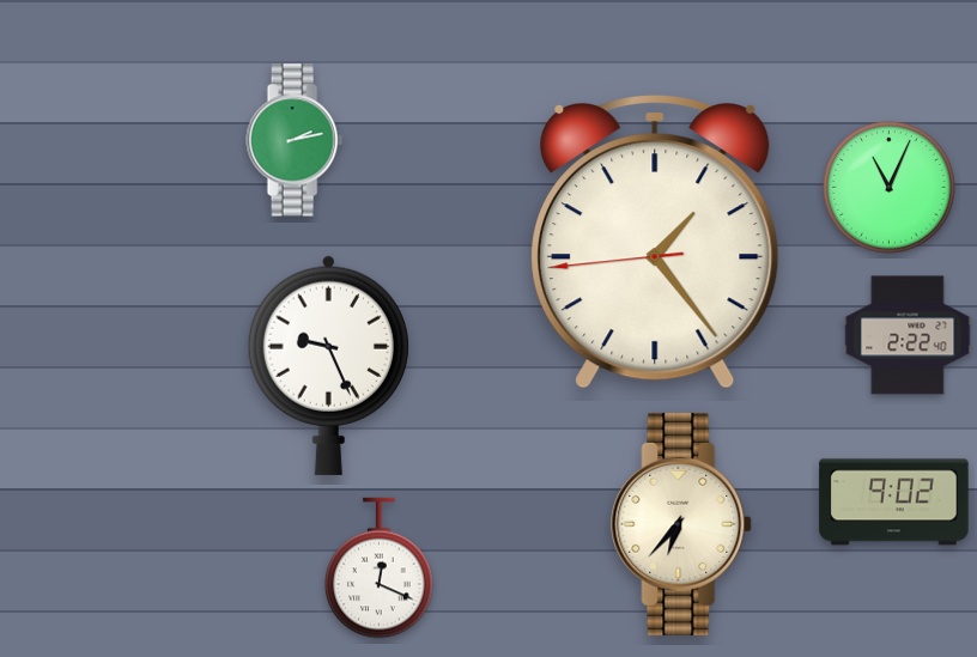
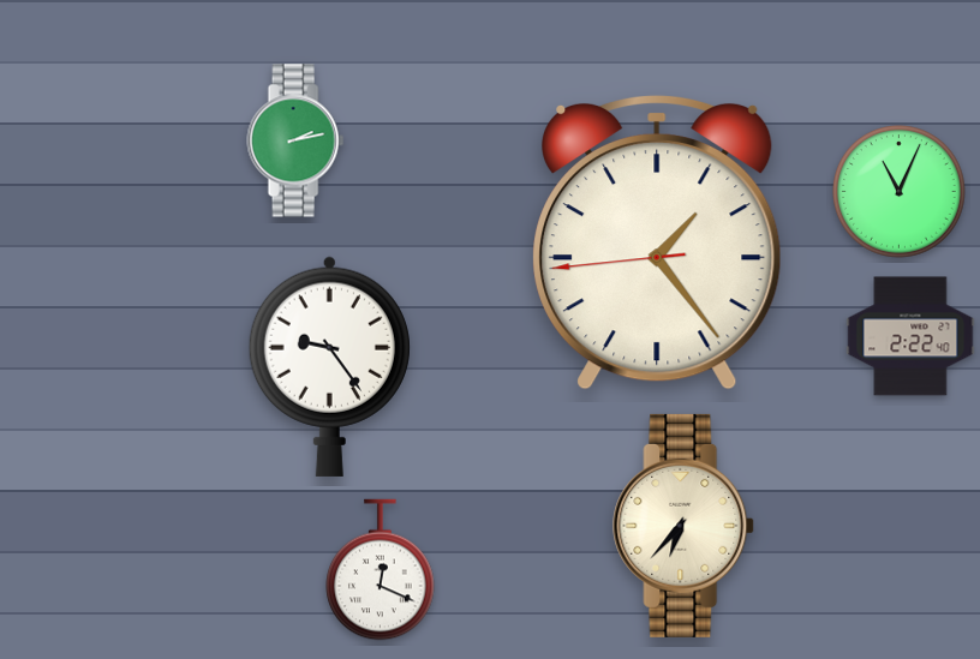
clock at (890, 188) position: (890, 188) -> (900, 192)
clock at (328, 365): 9:26 -> 9:24
clock at (894, 503): 9:02 -> none
